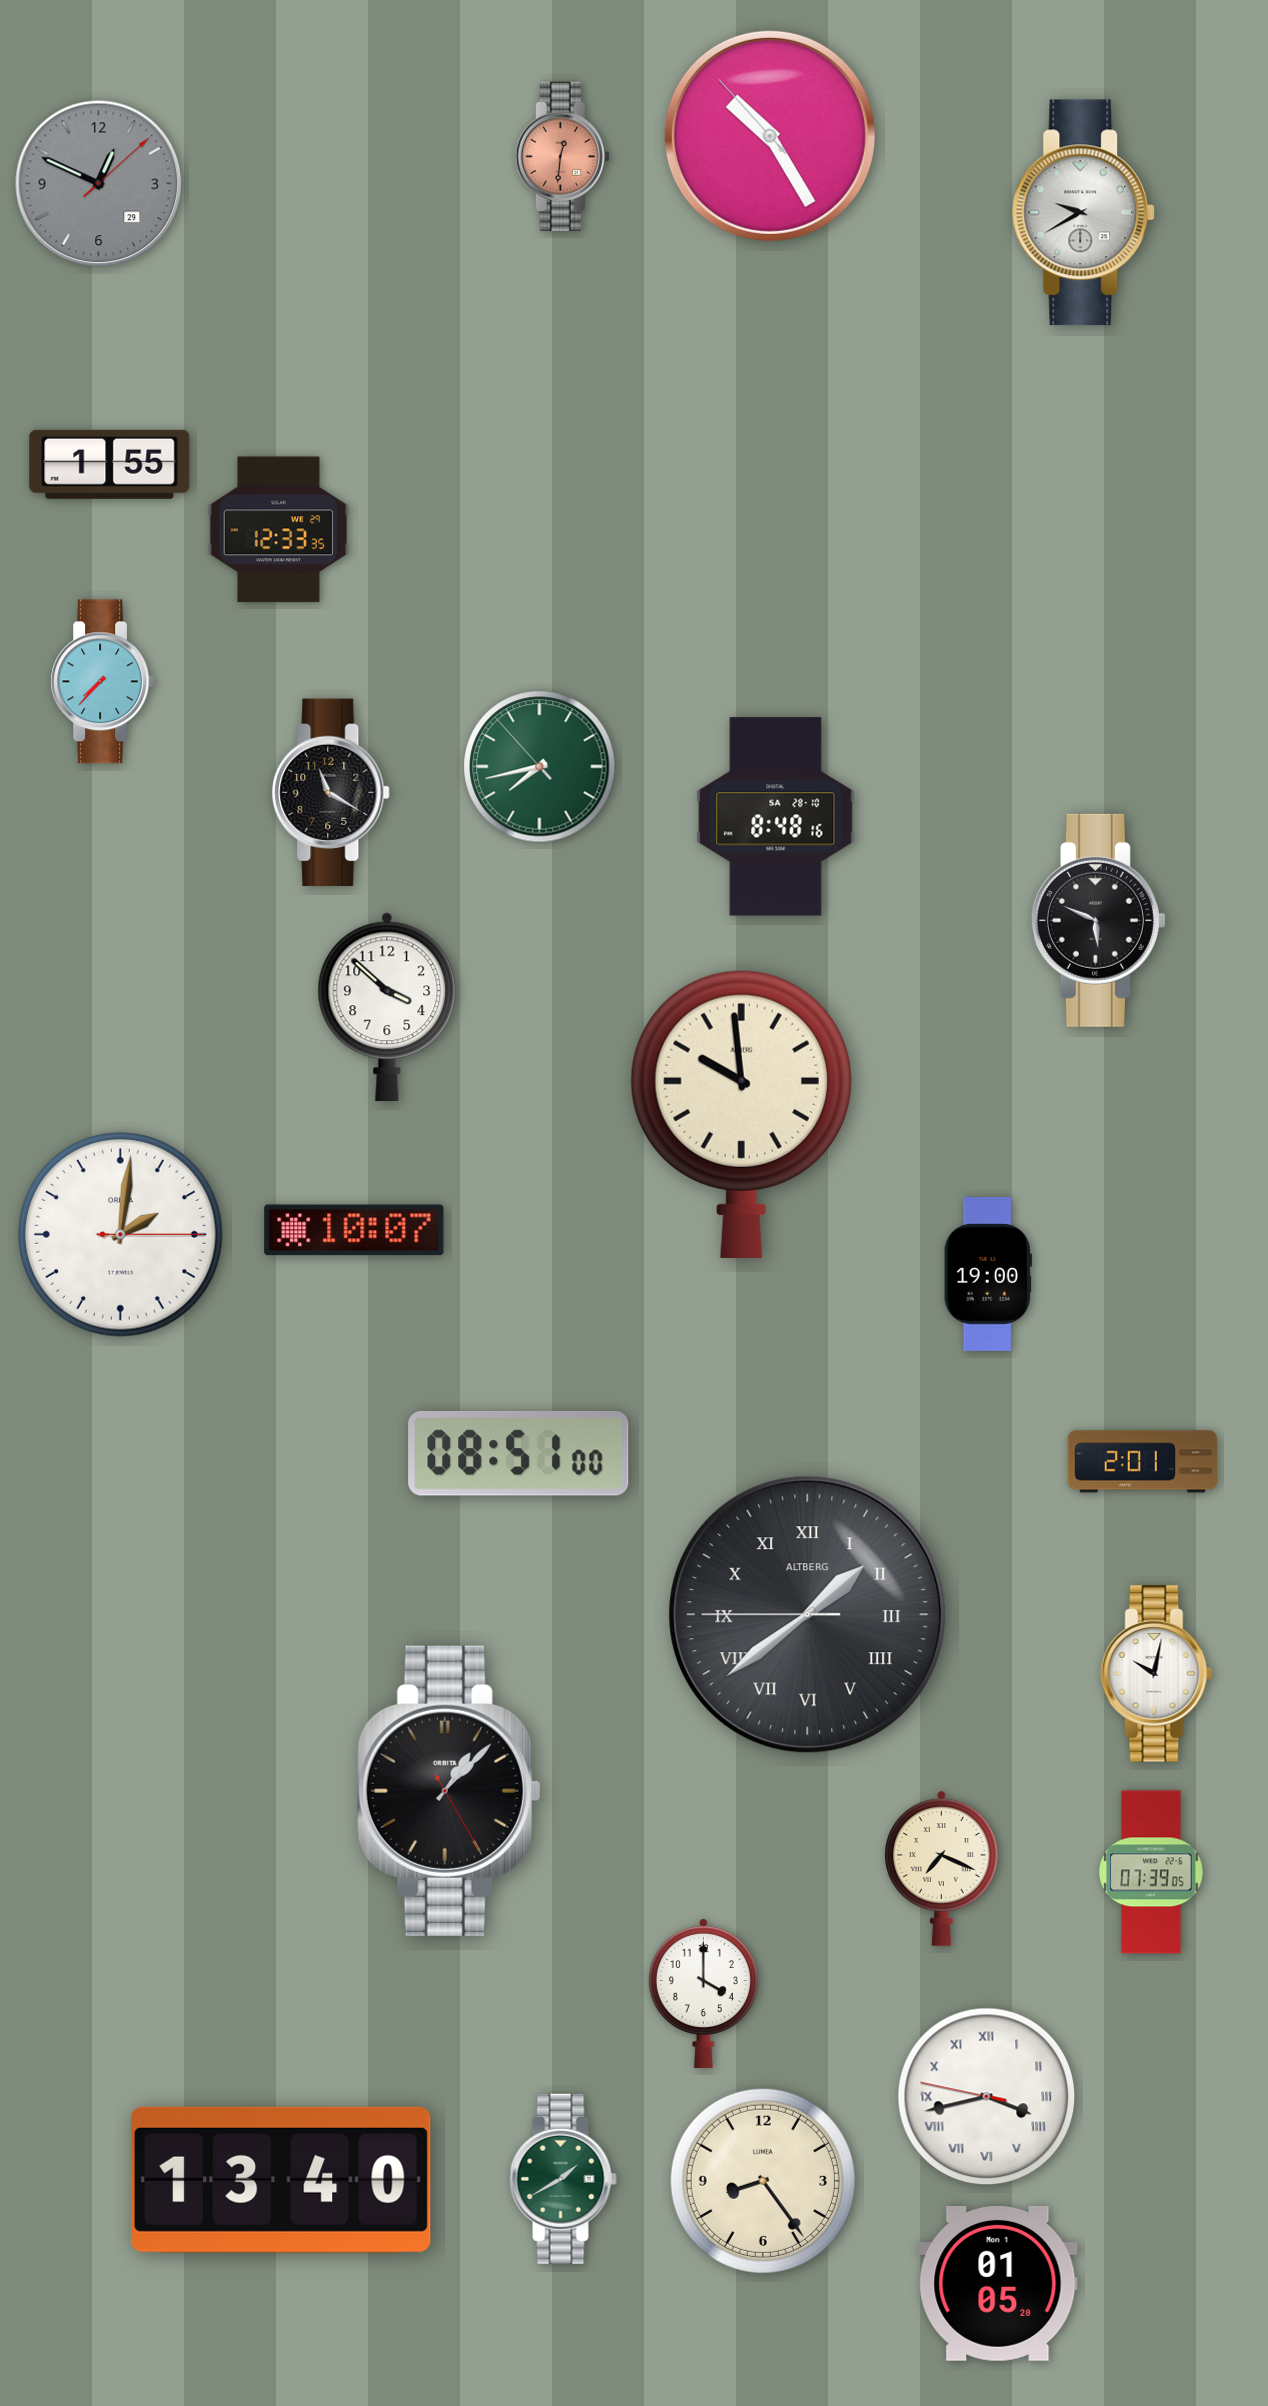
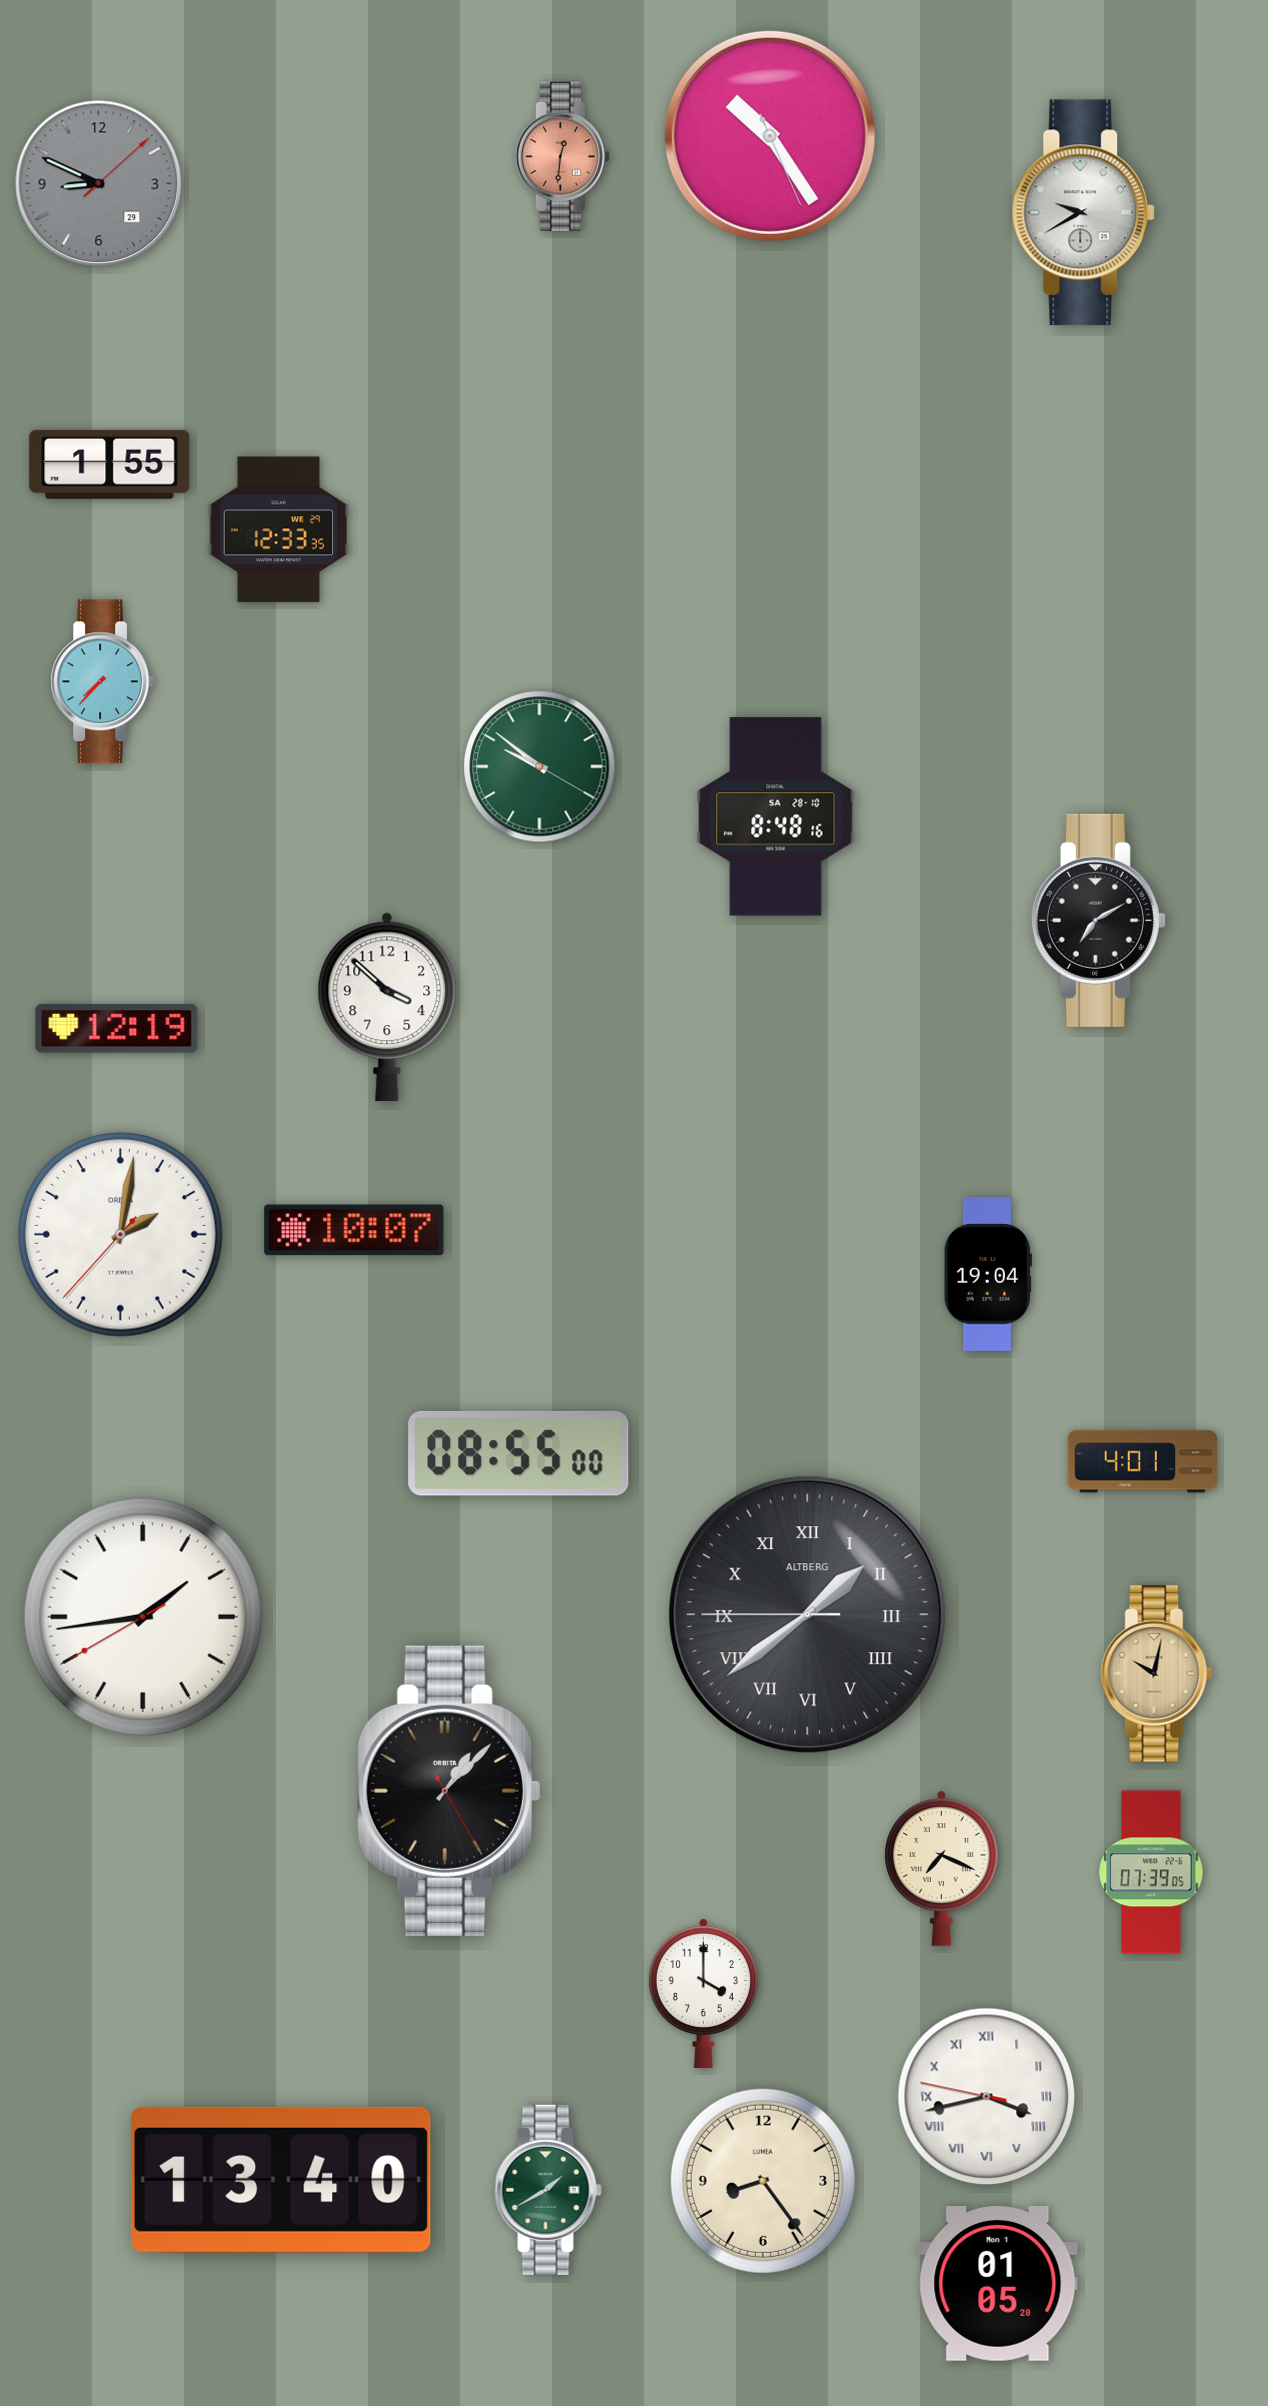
clock at (770, 136): 10:24:53 -> 10:24:26
clock at (99, 184): 12:49 -> 8:49
clock at (540, 767): 7:42 -> 9:51
clock at (331, 793): 11:20 -> none
clock at (1098, 920): 5:49 -> 7:10
clock at (117, 1029): none -> 12:19
clock at (741, 1114): 9:59 -> none
clock at (121, 1235): 2:01:15 -> 2:01:37
clock at (988, 1275): 19:00 -> 19:04
clock at (519, 1453): 08:51 -> 08:55
clock at (1142, 1462): 2:01 -> 4:01
clock at (143, 1617): none -> 1:43
clock at (1157, 1674) dial: white -> champagne
clock at (563, 2179) position: (563, 2179) -> (548, 2190)
